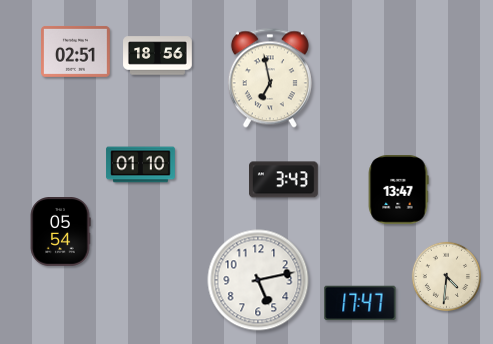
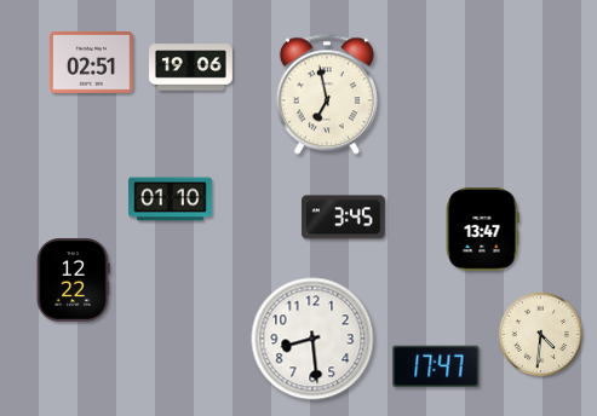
clock at (158, 56): 18:56 -> 19:06
clock at (284, 180): 3:43 -> 3:45
clock at (60, 232): 05:54 -> 12:22
clock at (258, 280): 5:13 -> 8:29
